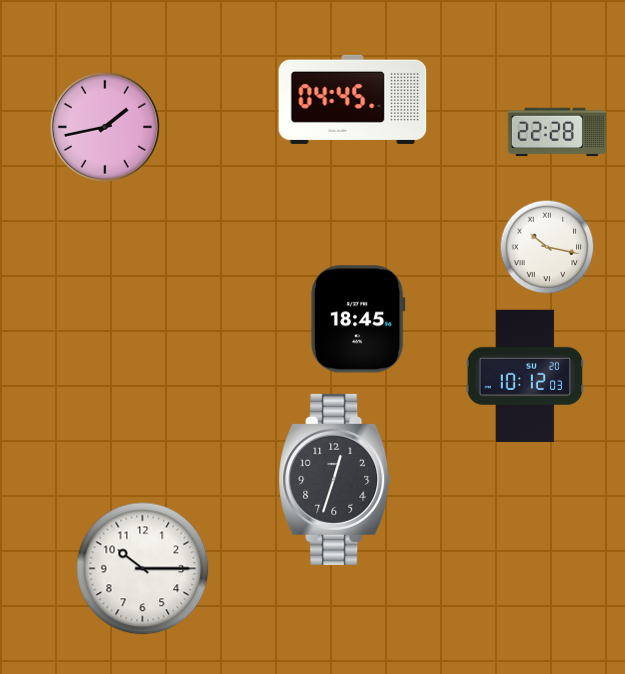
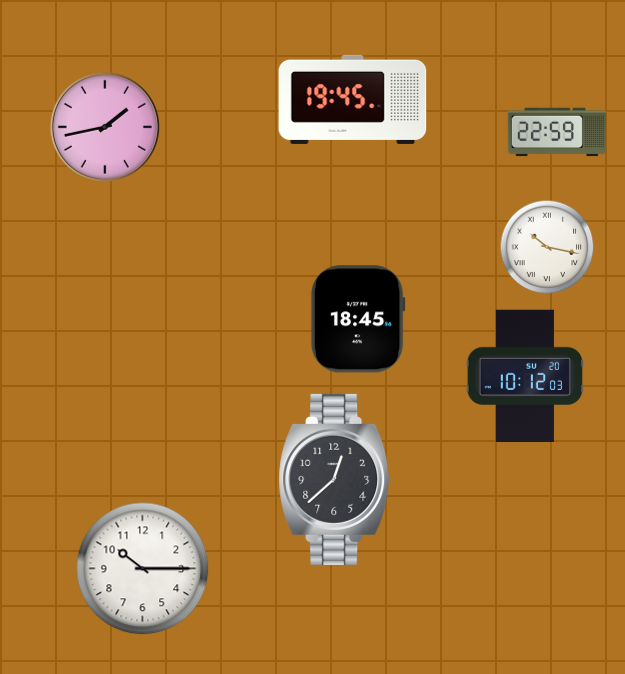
clock at (353, 99): 04:45 -> 19:45
clock at (557, 132): 22:28 -> 22:59
clock at (335, 479): 12:33 -> 12:38
